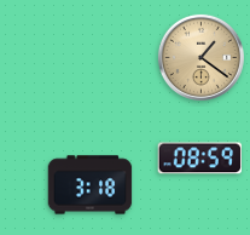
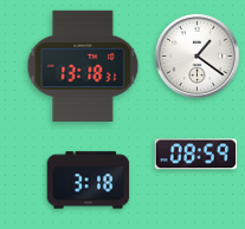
clock at (200, 57) dial: champagne -> white
clock at (83, 66): none -> 13:18
